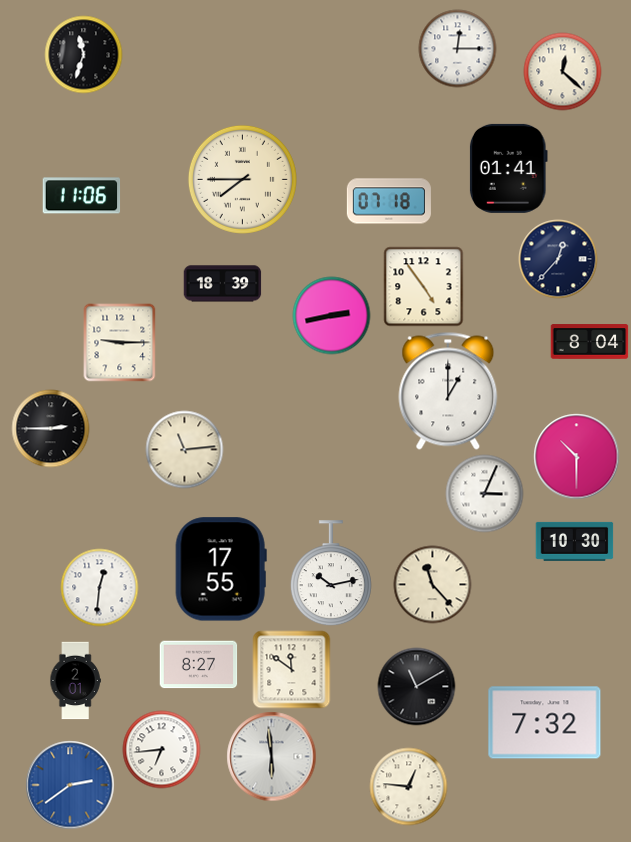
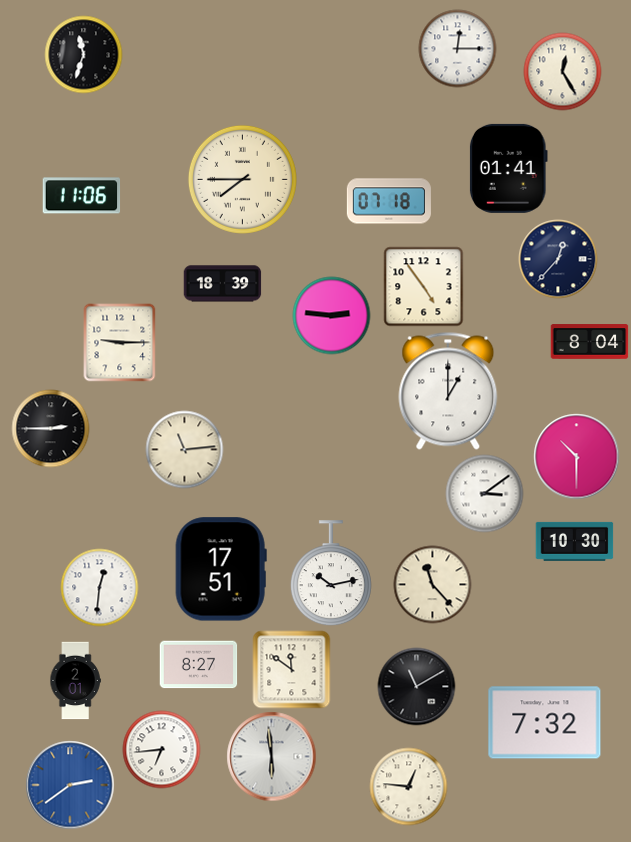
clock at (562, 71): 12:22 -> 12:25
clock at (331, 315): 2:43 -> 2:46
clock at (484, 493): 3:04 -> 3:09
clock at (221, 569): 17:55 -> 17:51
